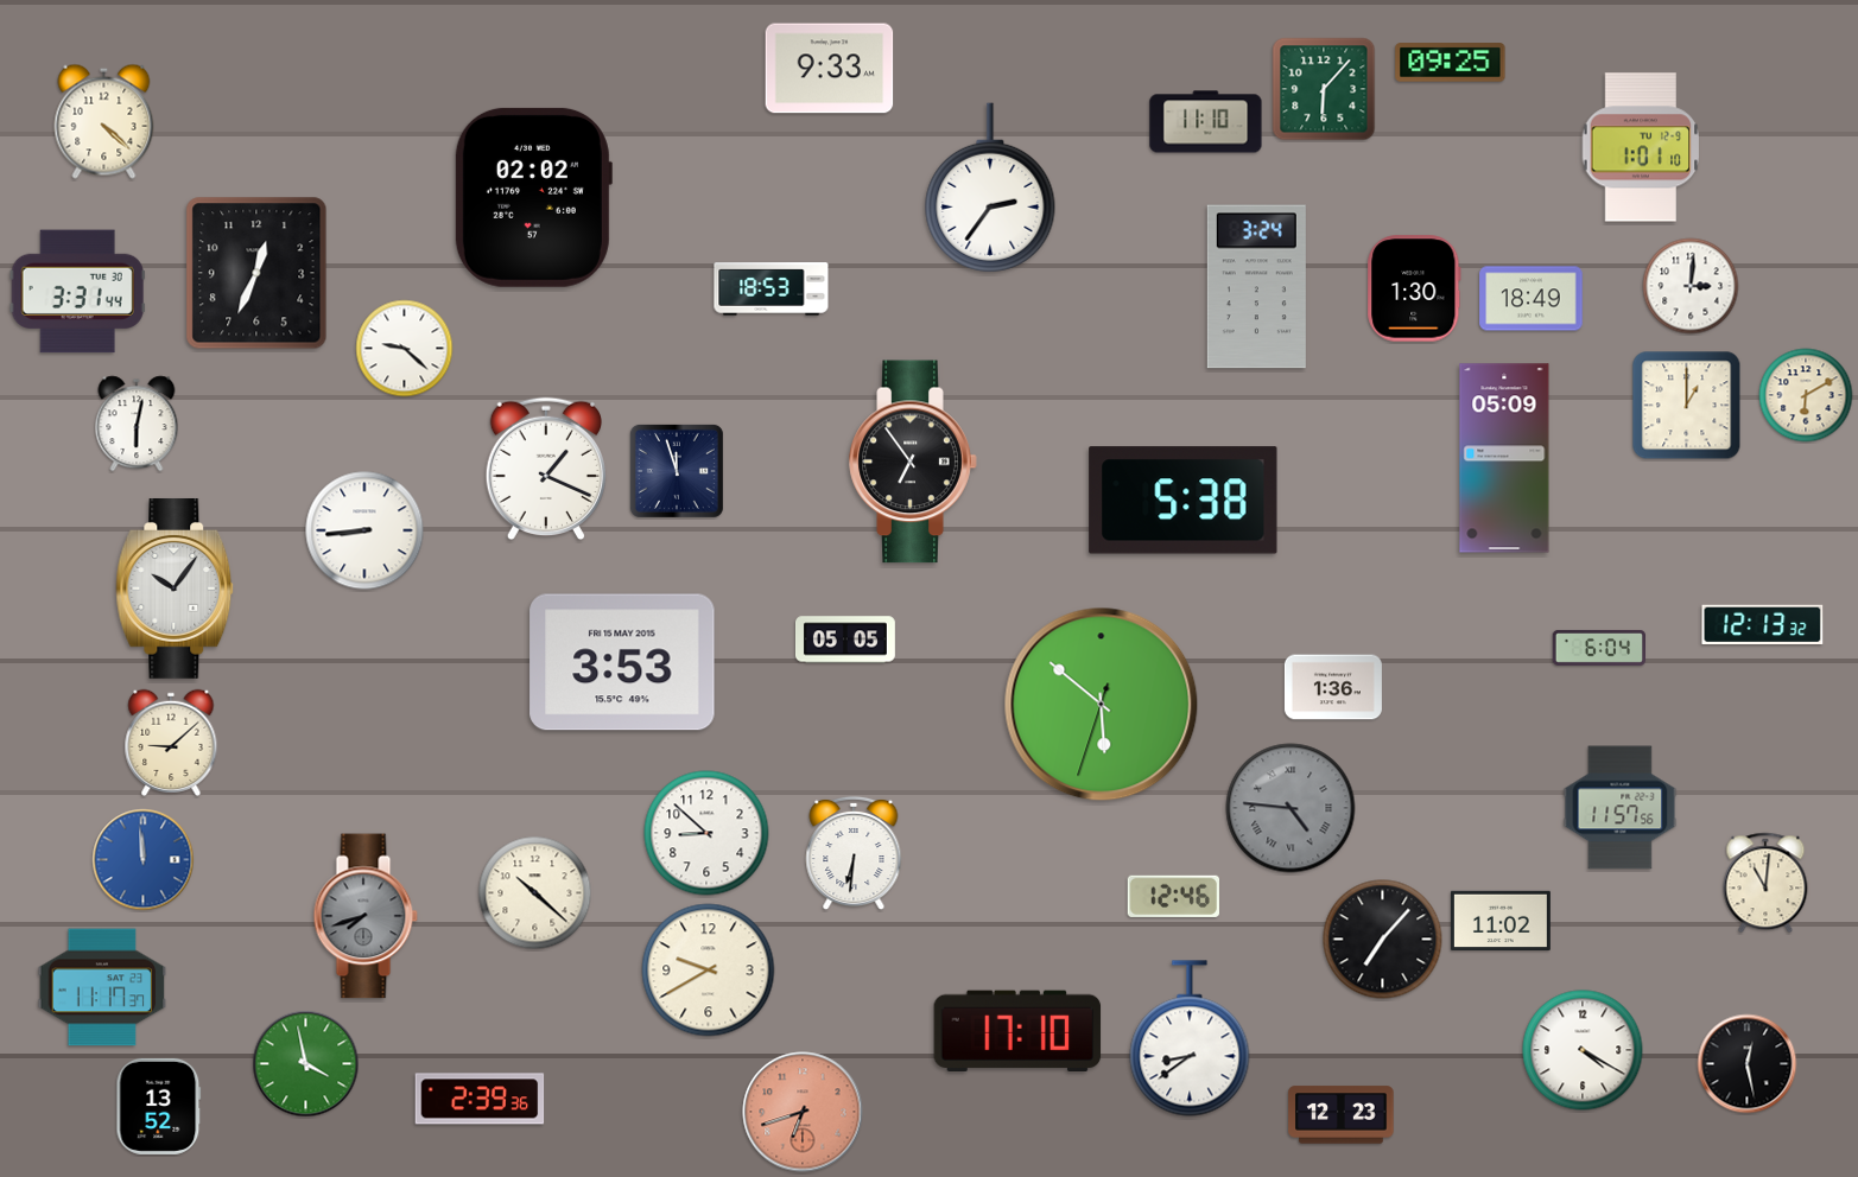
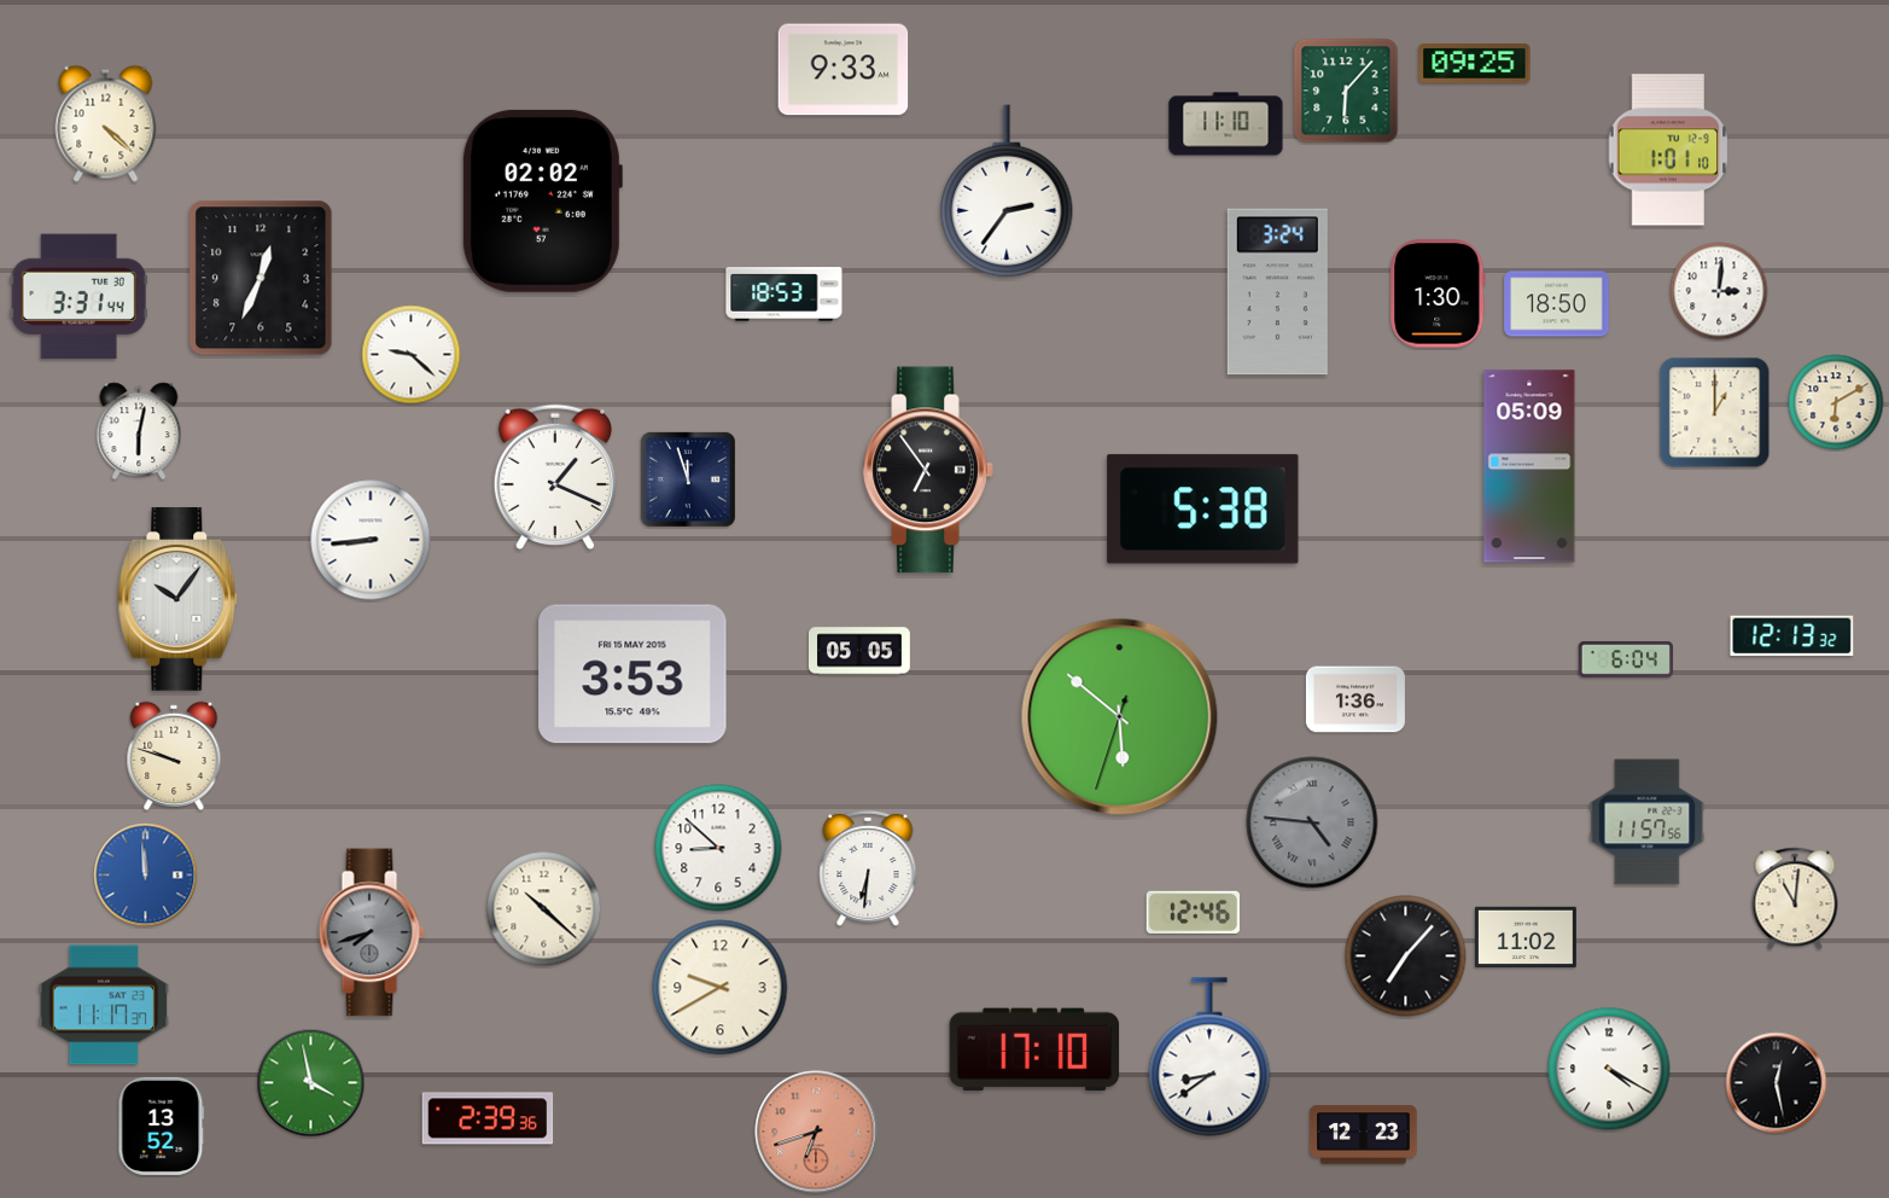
clock at (1532, 299): 18:49 -> 18:50
clock at (171, 743): 9:08 -> 9:48
